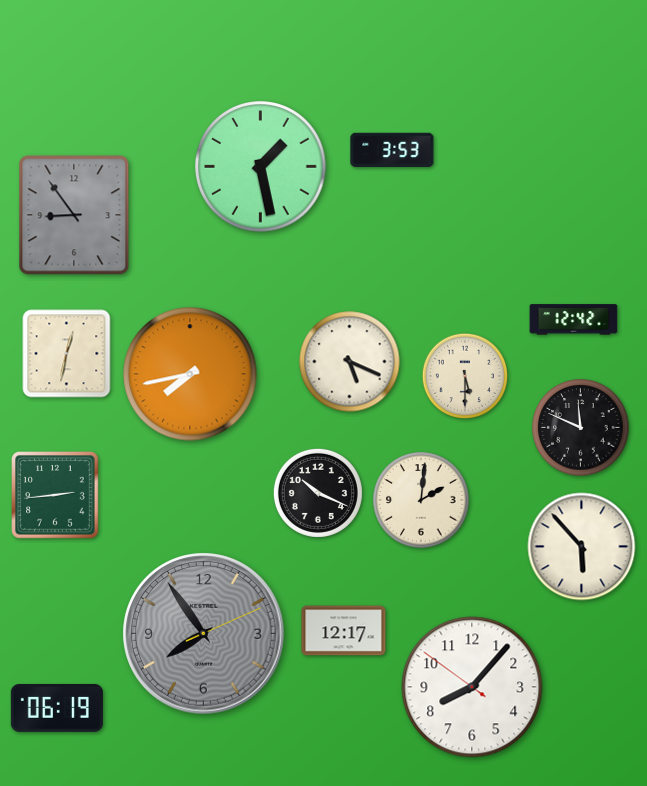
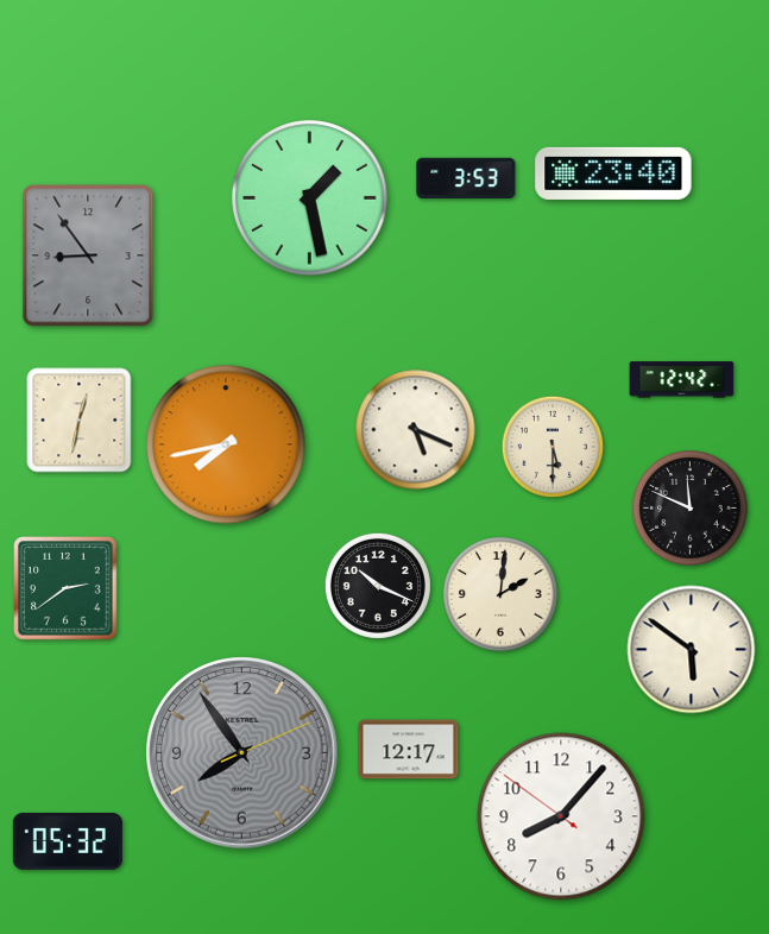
clock at (613, 173): none -> 23:40
clock at (55, 495): 2:44 -> 2:39
clock at (582, 547): 5:53 -> 5:51
clock at (57, 708): 06:19 -> 05:32
